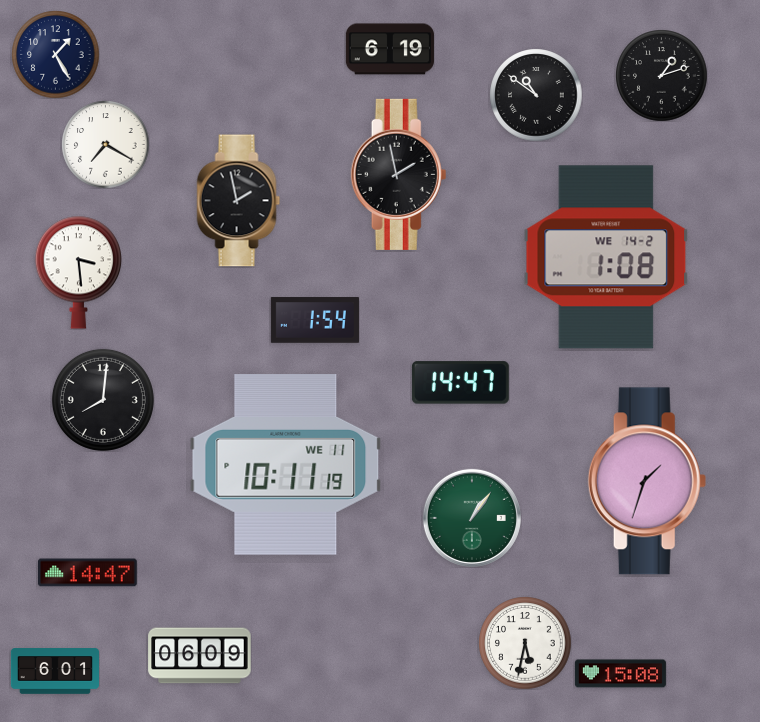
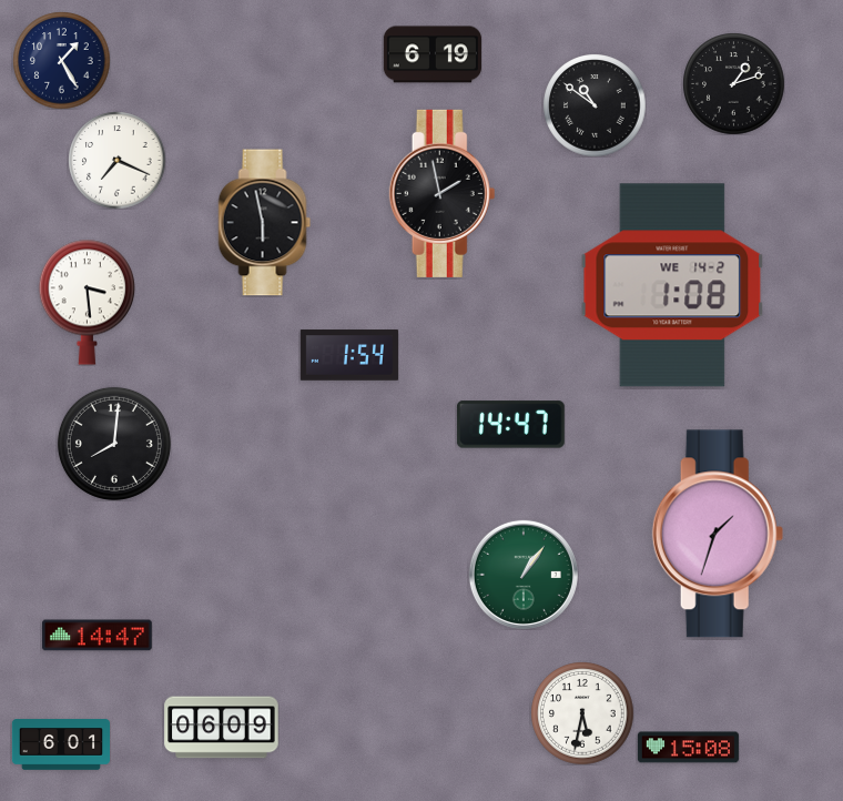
clock at (105, 144): 7:20 -> 7:19
clock at (239, 201): 1:58 -> 5:58
clock at (286, 465): 10:11 -> none
